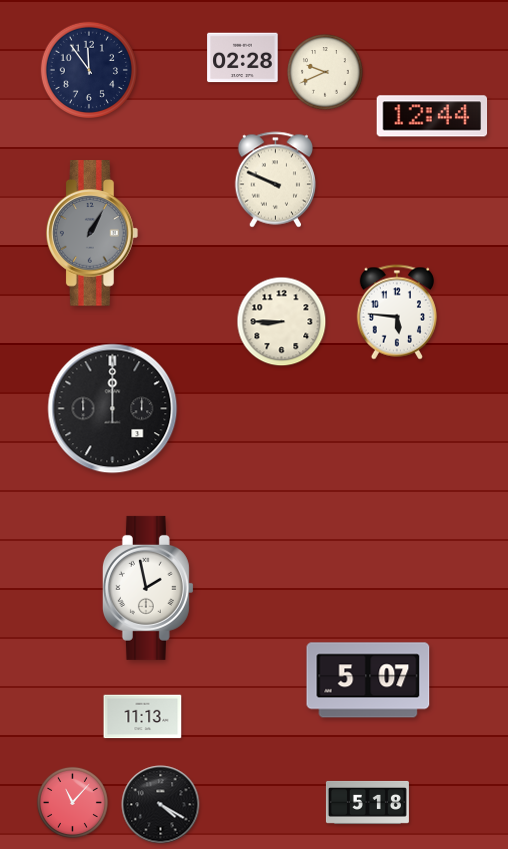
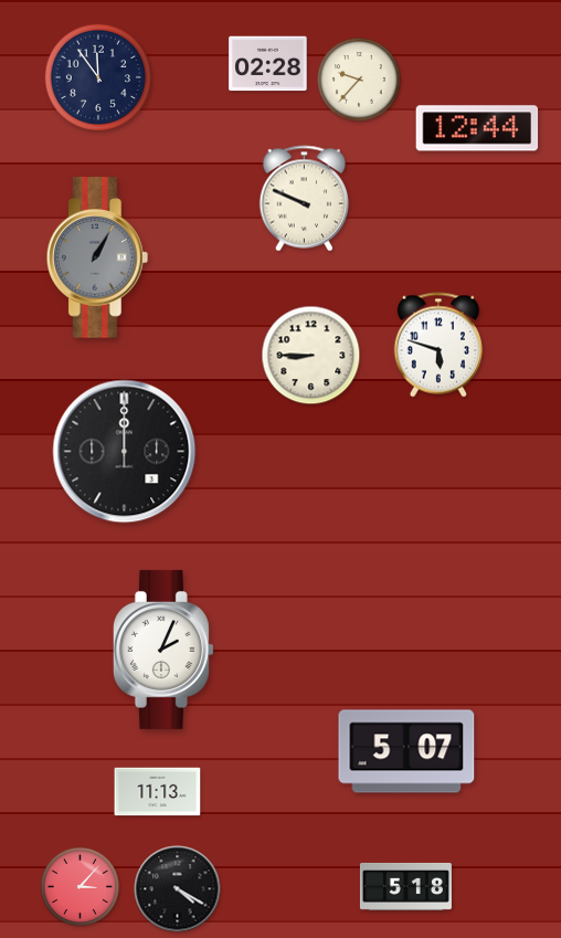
clock at (325, 72): 9:41 -> 9:37
clock at (92, 233) position: (92, 233) -> (97, 257)
clock at (397, 312): 5:46 -> 5:48
clock at (148, 588): 1:58 -> 2:04
clock at (72, 802): 11:07 -> 3:07
